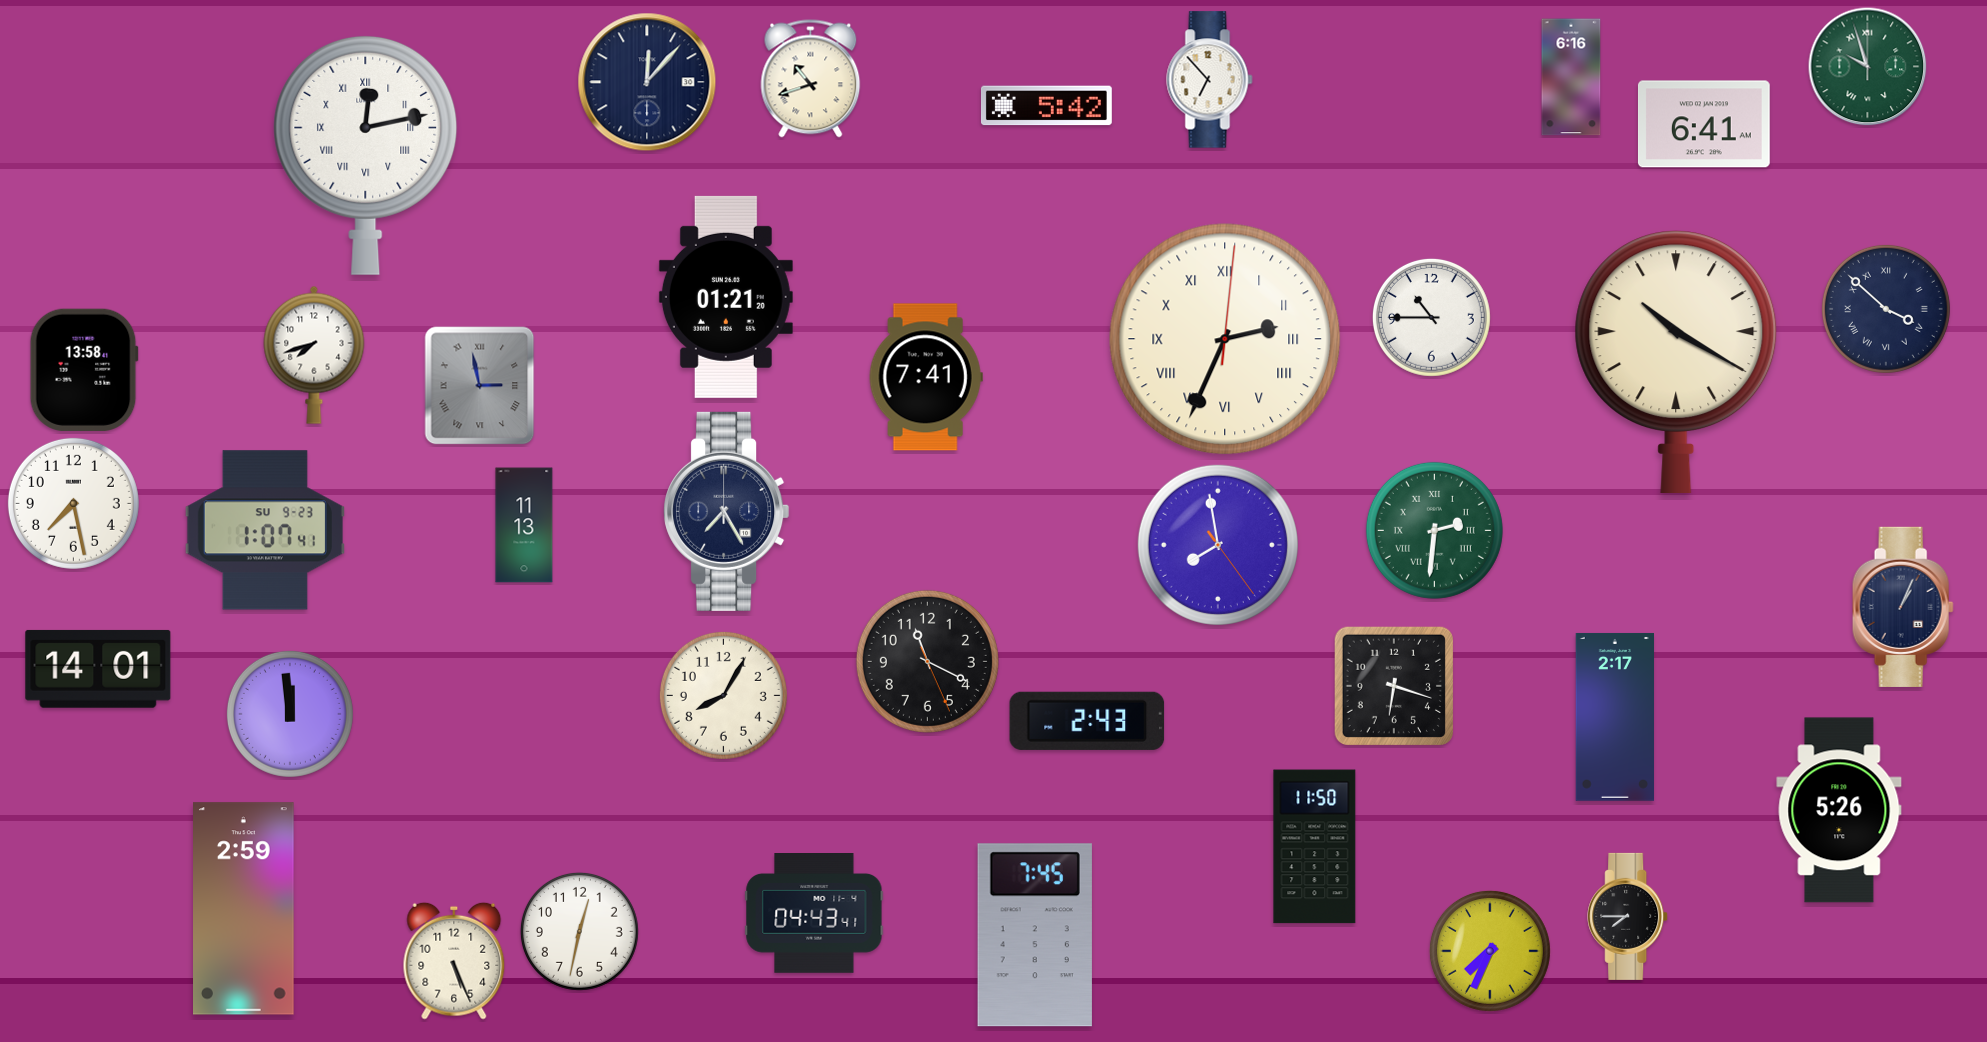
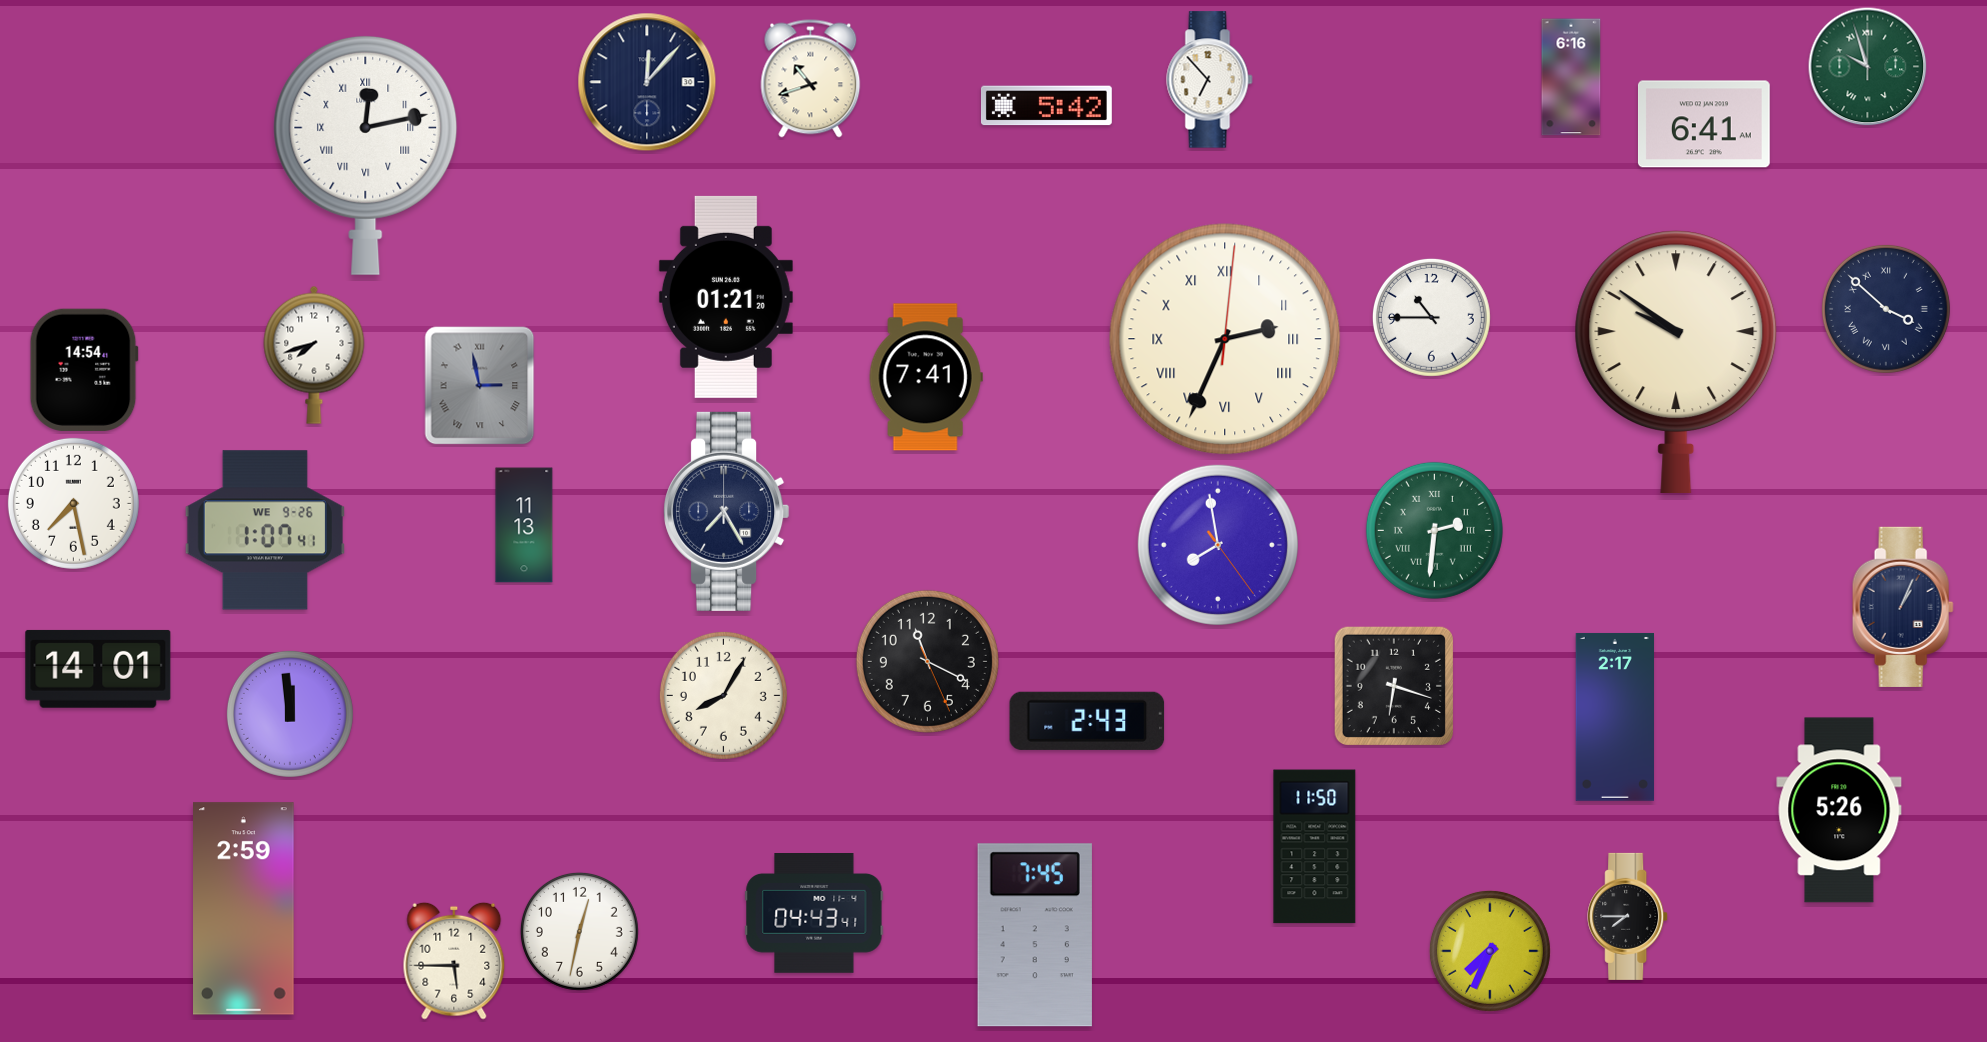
clock at (1676, 361): 10:20 -> 9:51
clock at (84, 370): 13:58 -> 14:54
clock at (265, 530) date: SU 9-23 -> WE 9-26
clock at (454, 961): 5:26 -> 5:45
